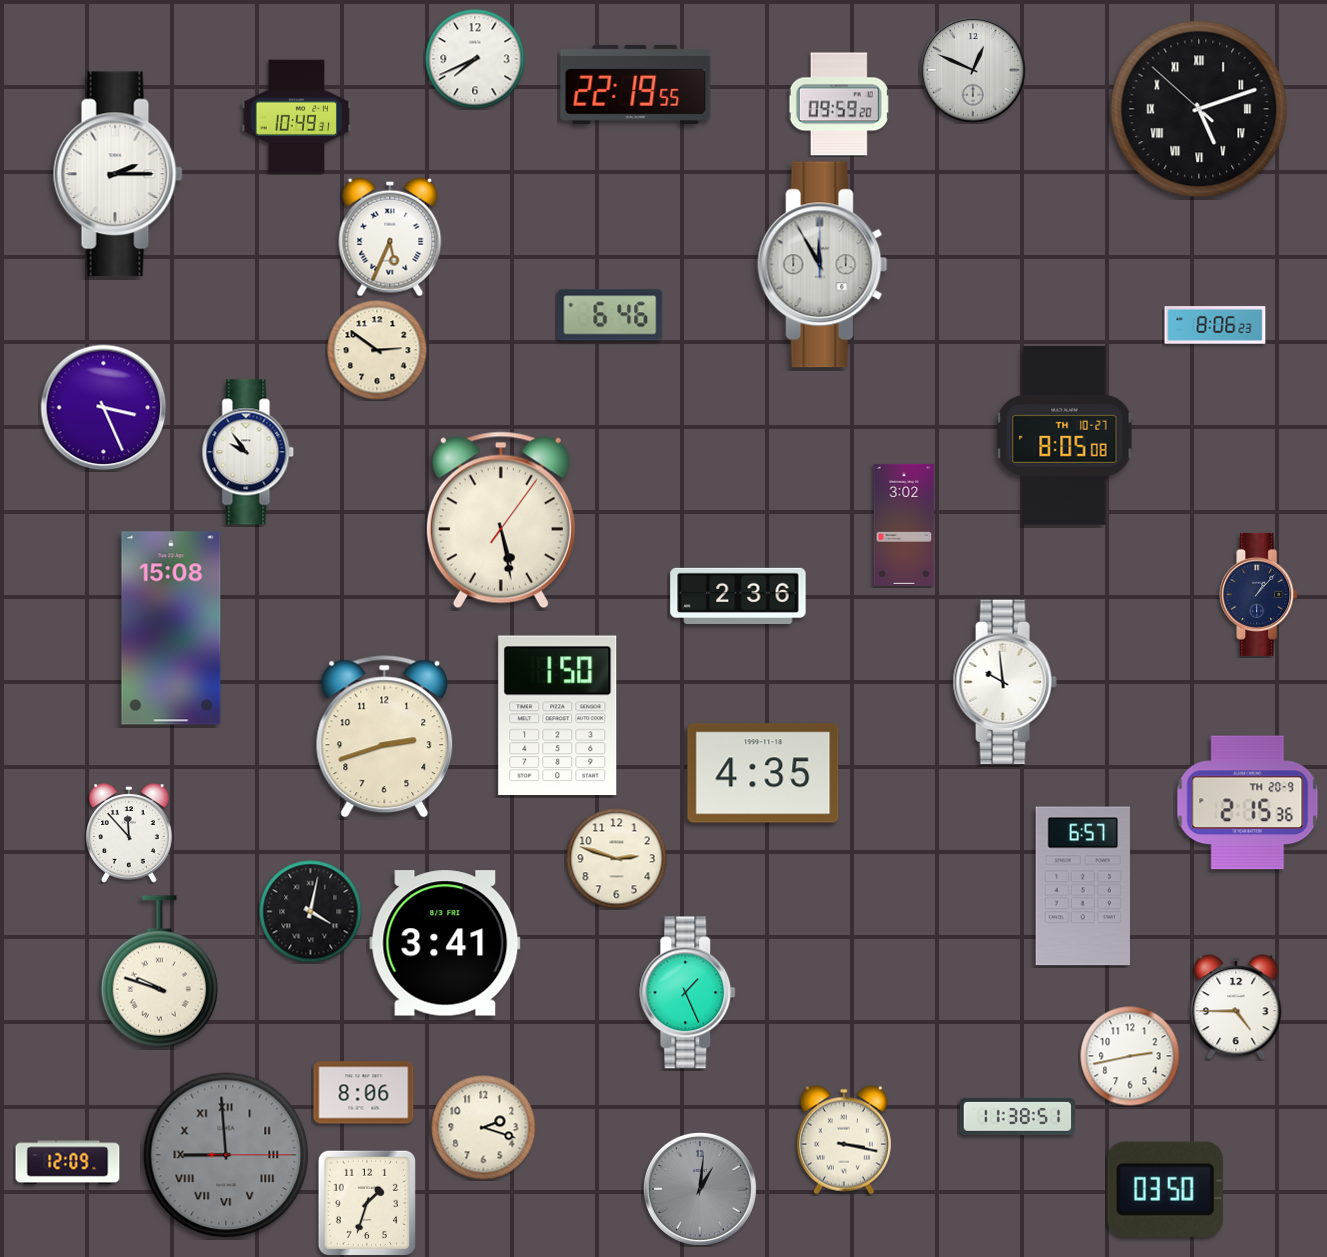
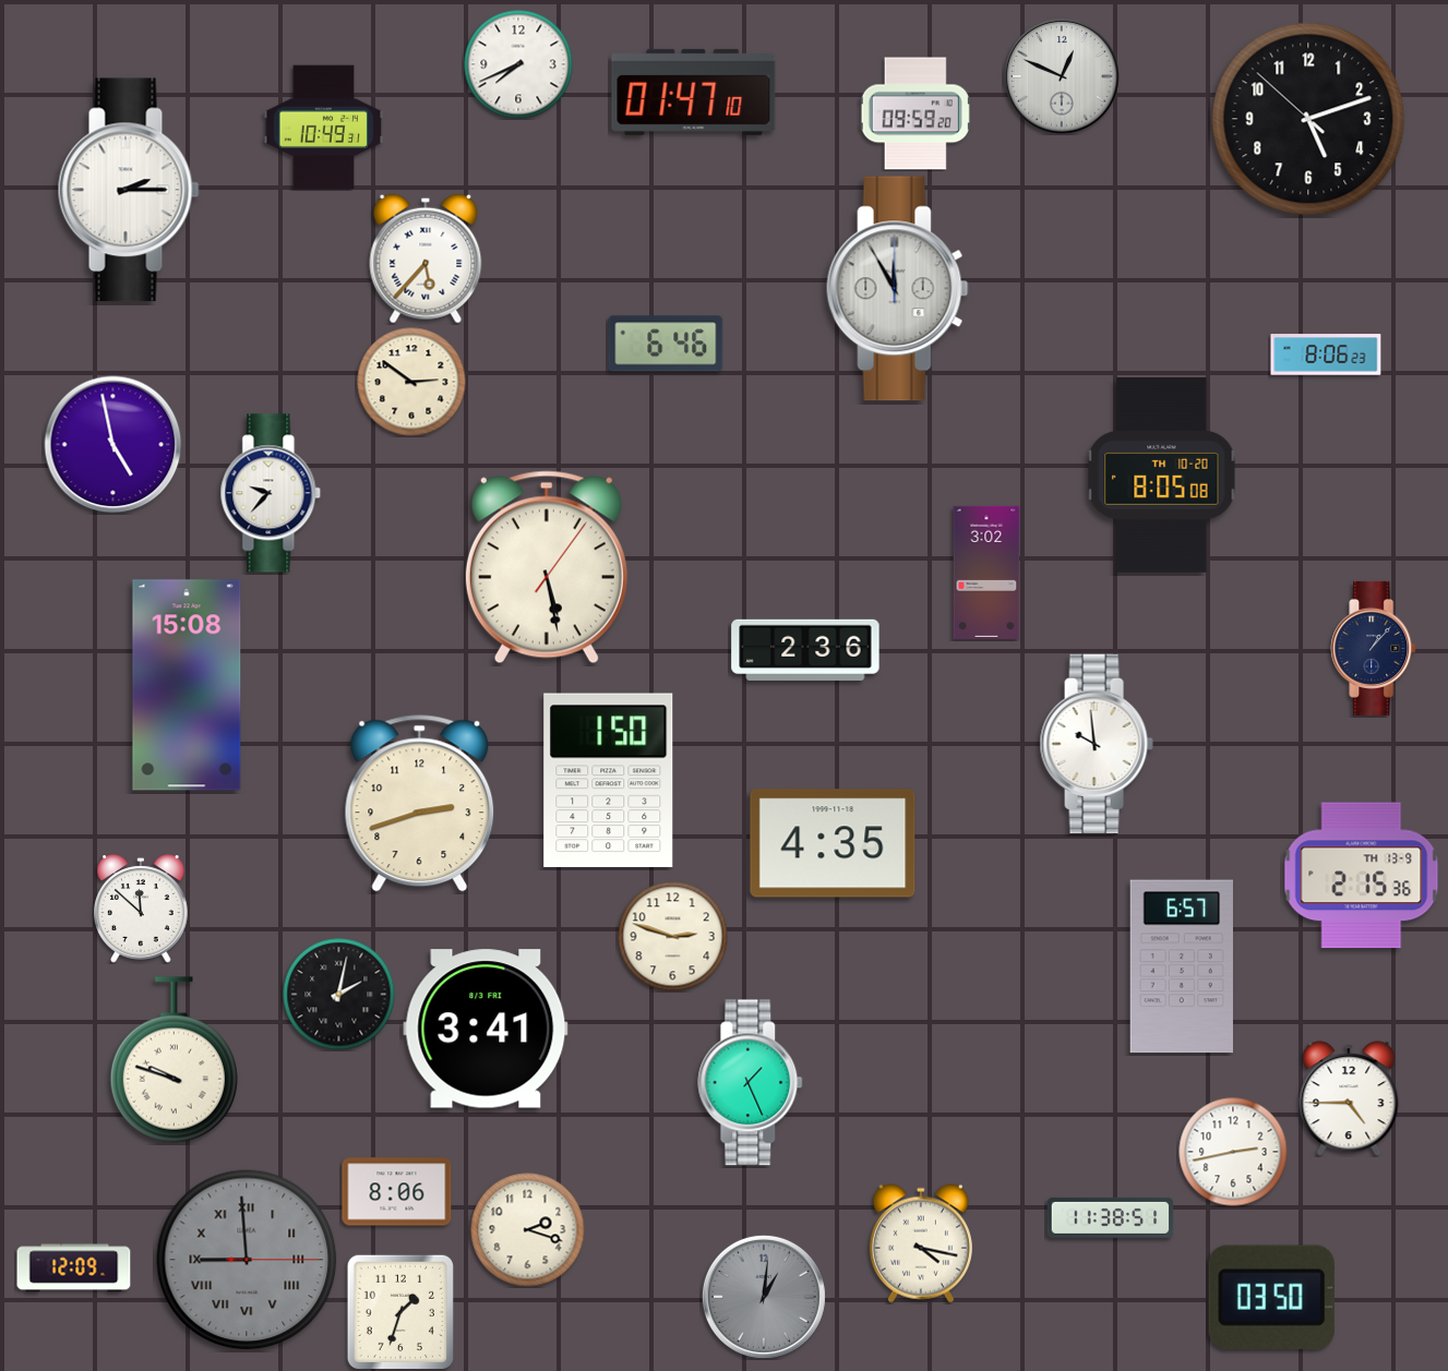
clock at (636, 84): 22:19 -> 01:47
clock at (1199, 109) numerals: Roman -> Arabic
clock at (390, 237): 5:34 -> 5:37
clock at (104, 408): 3:26 -> 4:58
clock at (1065, 436) date: TH 10-27 -> TH 10-20
clock at (248, 452): 9:54 -> 9:37
clock at (1248, 803) date: TH 20-9 -> TH 13-9
clock at (130, 833): 11:53 -> 11:52
clock at (311, 912): 4:02 -> 2:02
clock at (844, 1140): 3:17 -> 4:17
